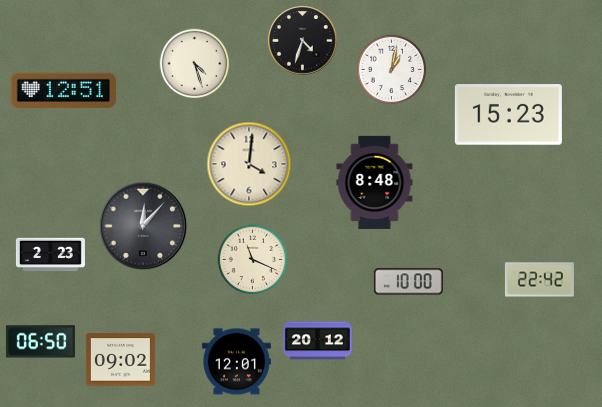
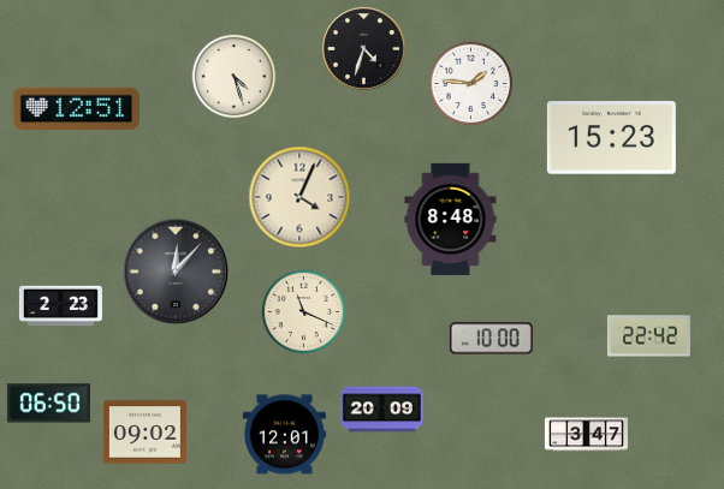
clock at (392, 70): 1:02 -> 1:46
clock at (249, 164): 4:01 -> 4:04
clock at (143, 226) position: (143, 226) -> (176, 272)
clock at (317, 341): 20:12 -> 20:09
clock at (40, 342) position: (40, 342) -> (48, 404)
clock at (586, 435): none -> 3:47
